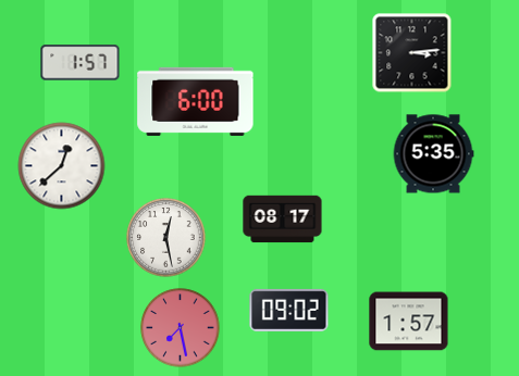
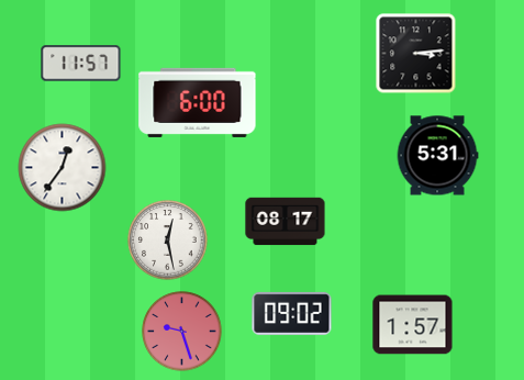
clock at (81, 63): 1:57 -> 11:57
clock at (433, 154): 5:35 -> 5:31
clock at (62, 166): 12:38 -> 12:36
clock at (181, 328): 7:28 -> 9:27
